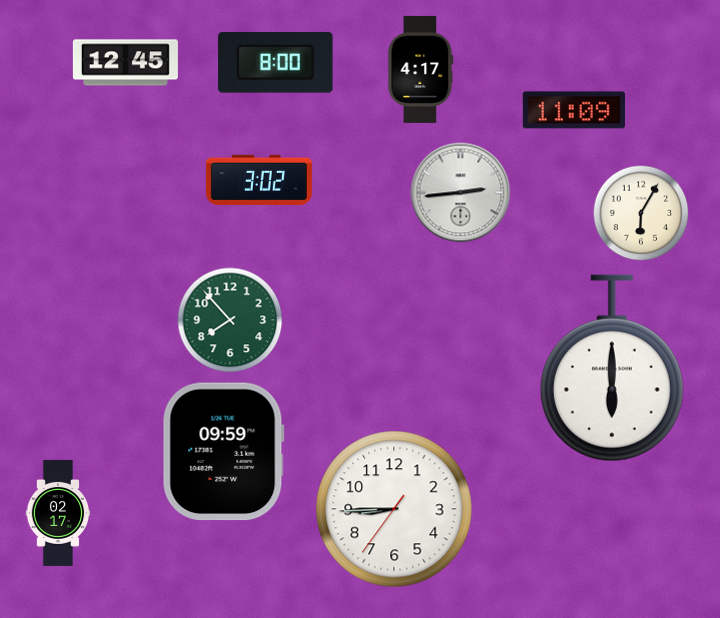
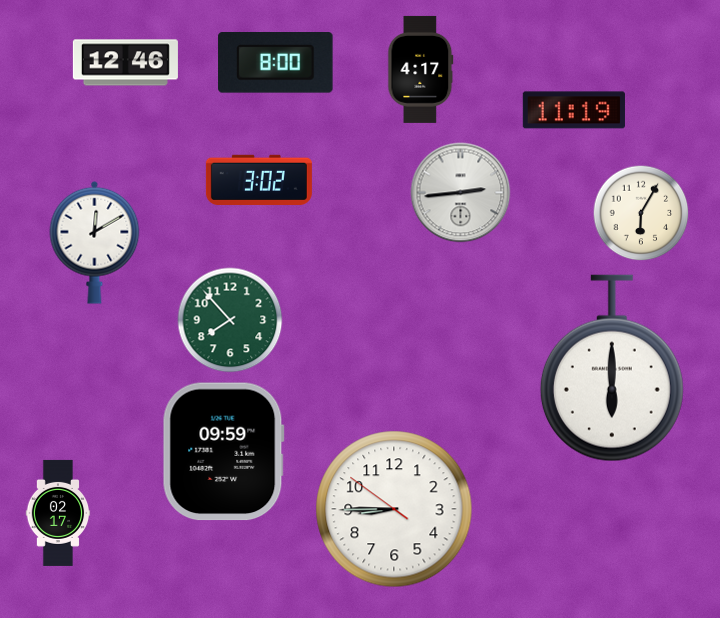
clock at (125, 63): 12:45 -> 12:46
clock at (574, 110): 11:09 -> 11:19
clock at (95, 242): none -> 12:10
clock at (394, 509): 8:44:36 -> 8:44:51
